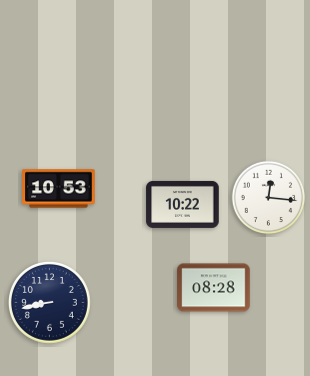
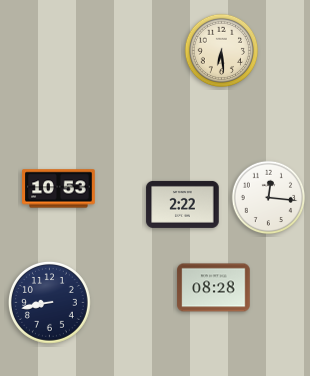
clock at (222, 51): none -> 6:29
clock at (183, 204): 10:22 -> 2:22
